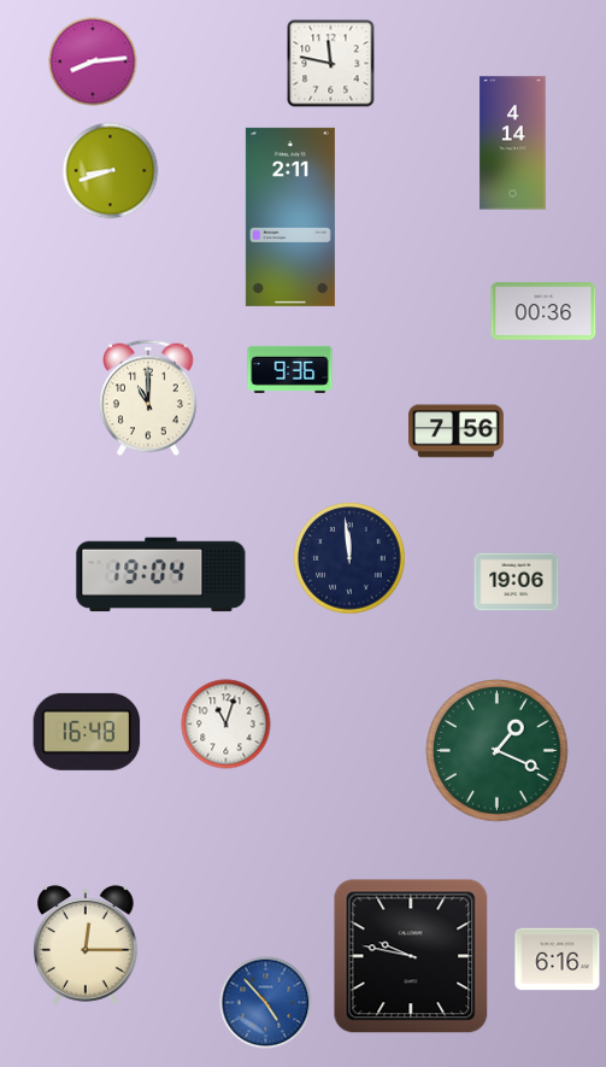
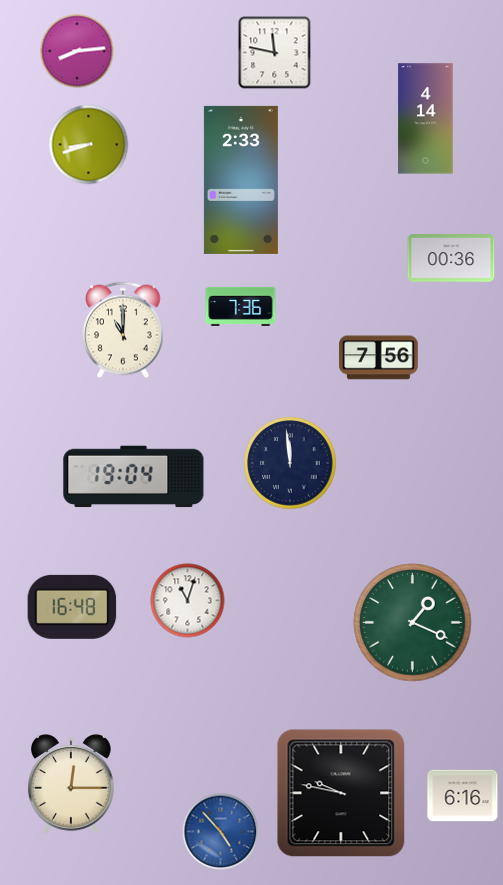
clock at (111, 171) position: (111, 171) -> (89, 145)
clock at (290, 217): 2:11 -> 2:33
clock at (290, 369): 9:36 -> 7:36
clock at (517, 582): 19:06 -> none
